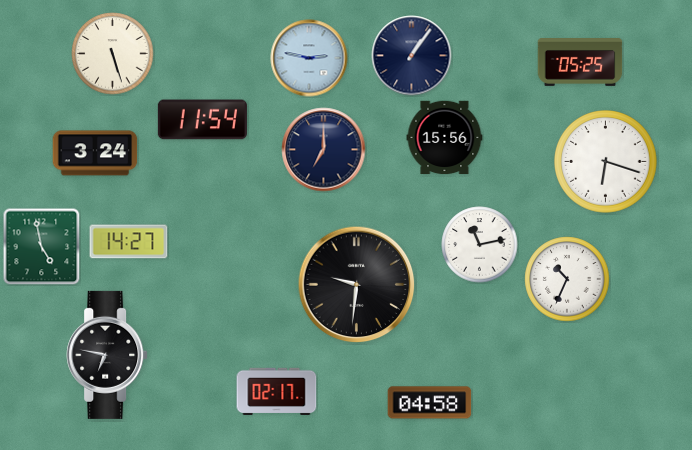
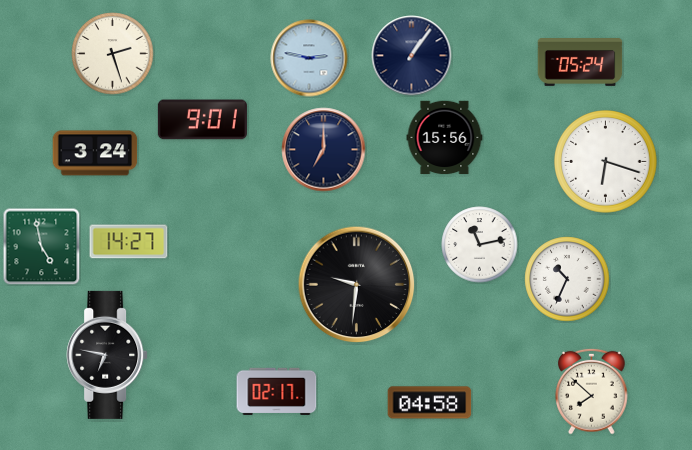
clock at (113, 54): 5:27 -> 2:27
clock at (580, 63): 05:25 -> 05:24
clock at (202, 120): 11:54 -> 9:01
clock at (592, 391): none -> 7:52
